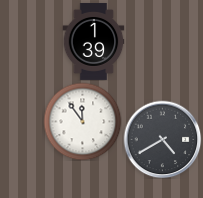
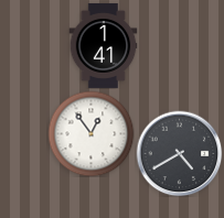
clock at (94, 41): 1:39 -> 1:41
clock at (82, 121): 11:54 -> 12:54
